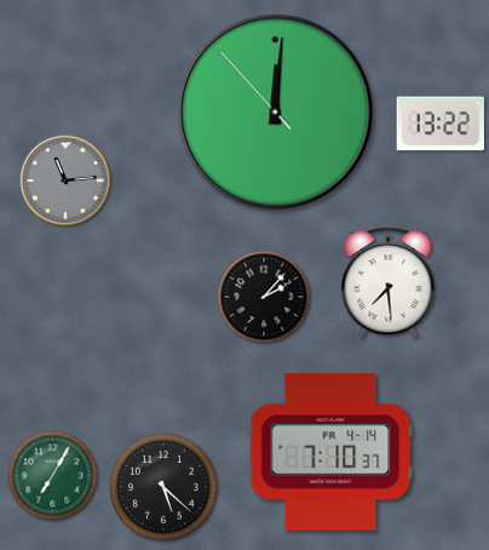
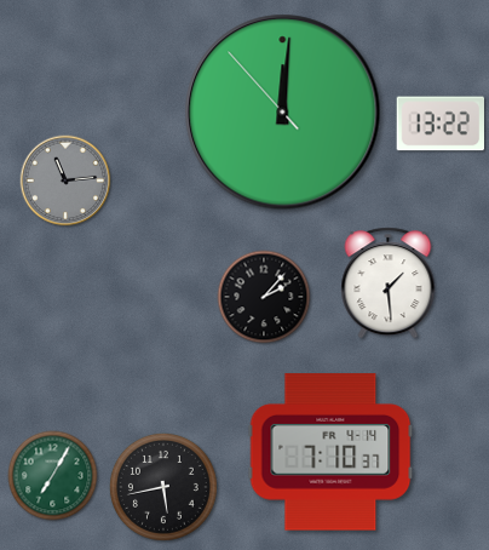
clock at (276, 113) position: (276, 113) -> (283, 113)
clock at (389, 283): 7:29 -> 1:29
clock at (163, 487): 5:22 -> 5:43
